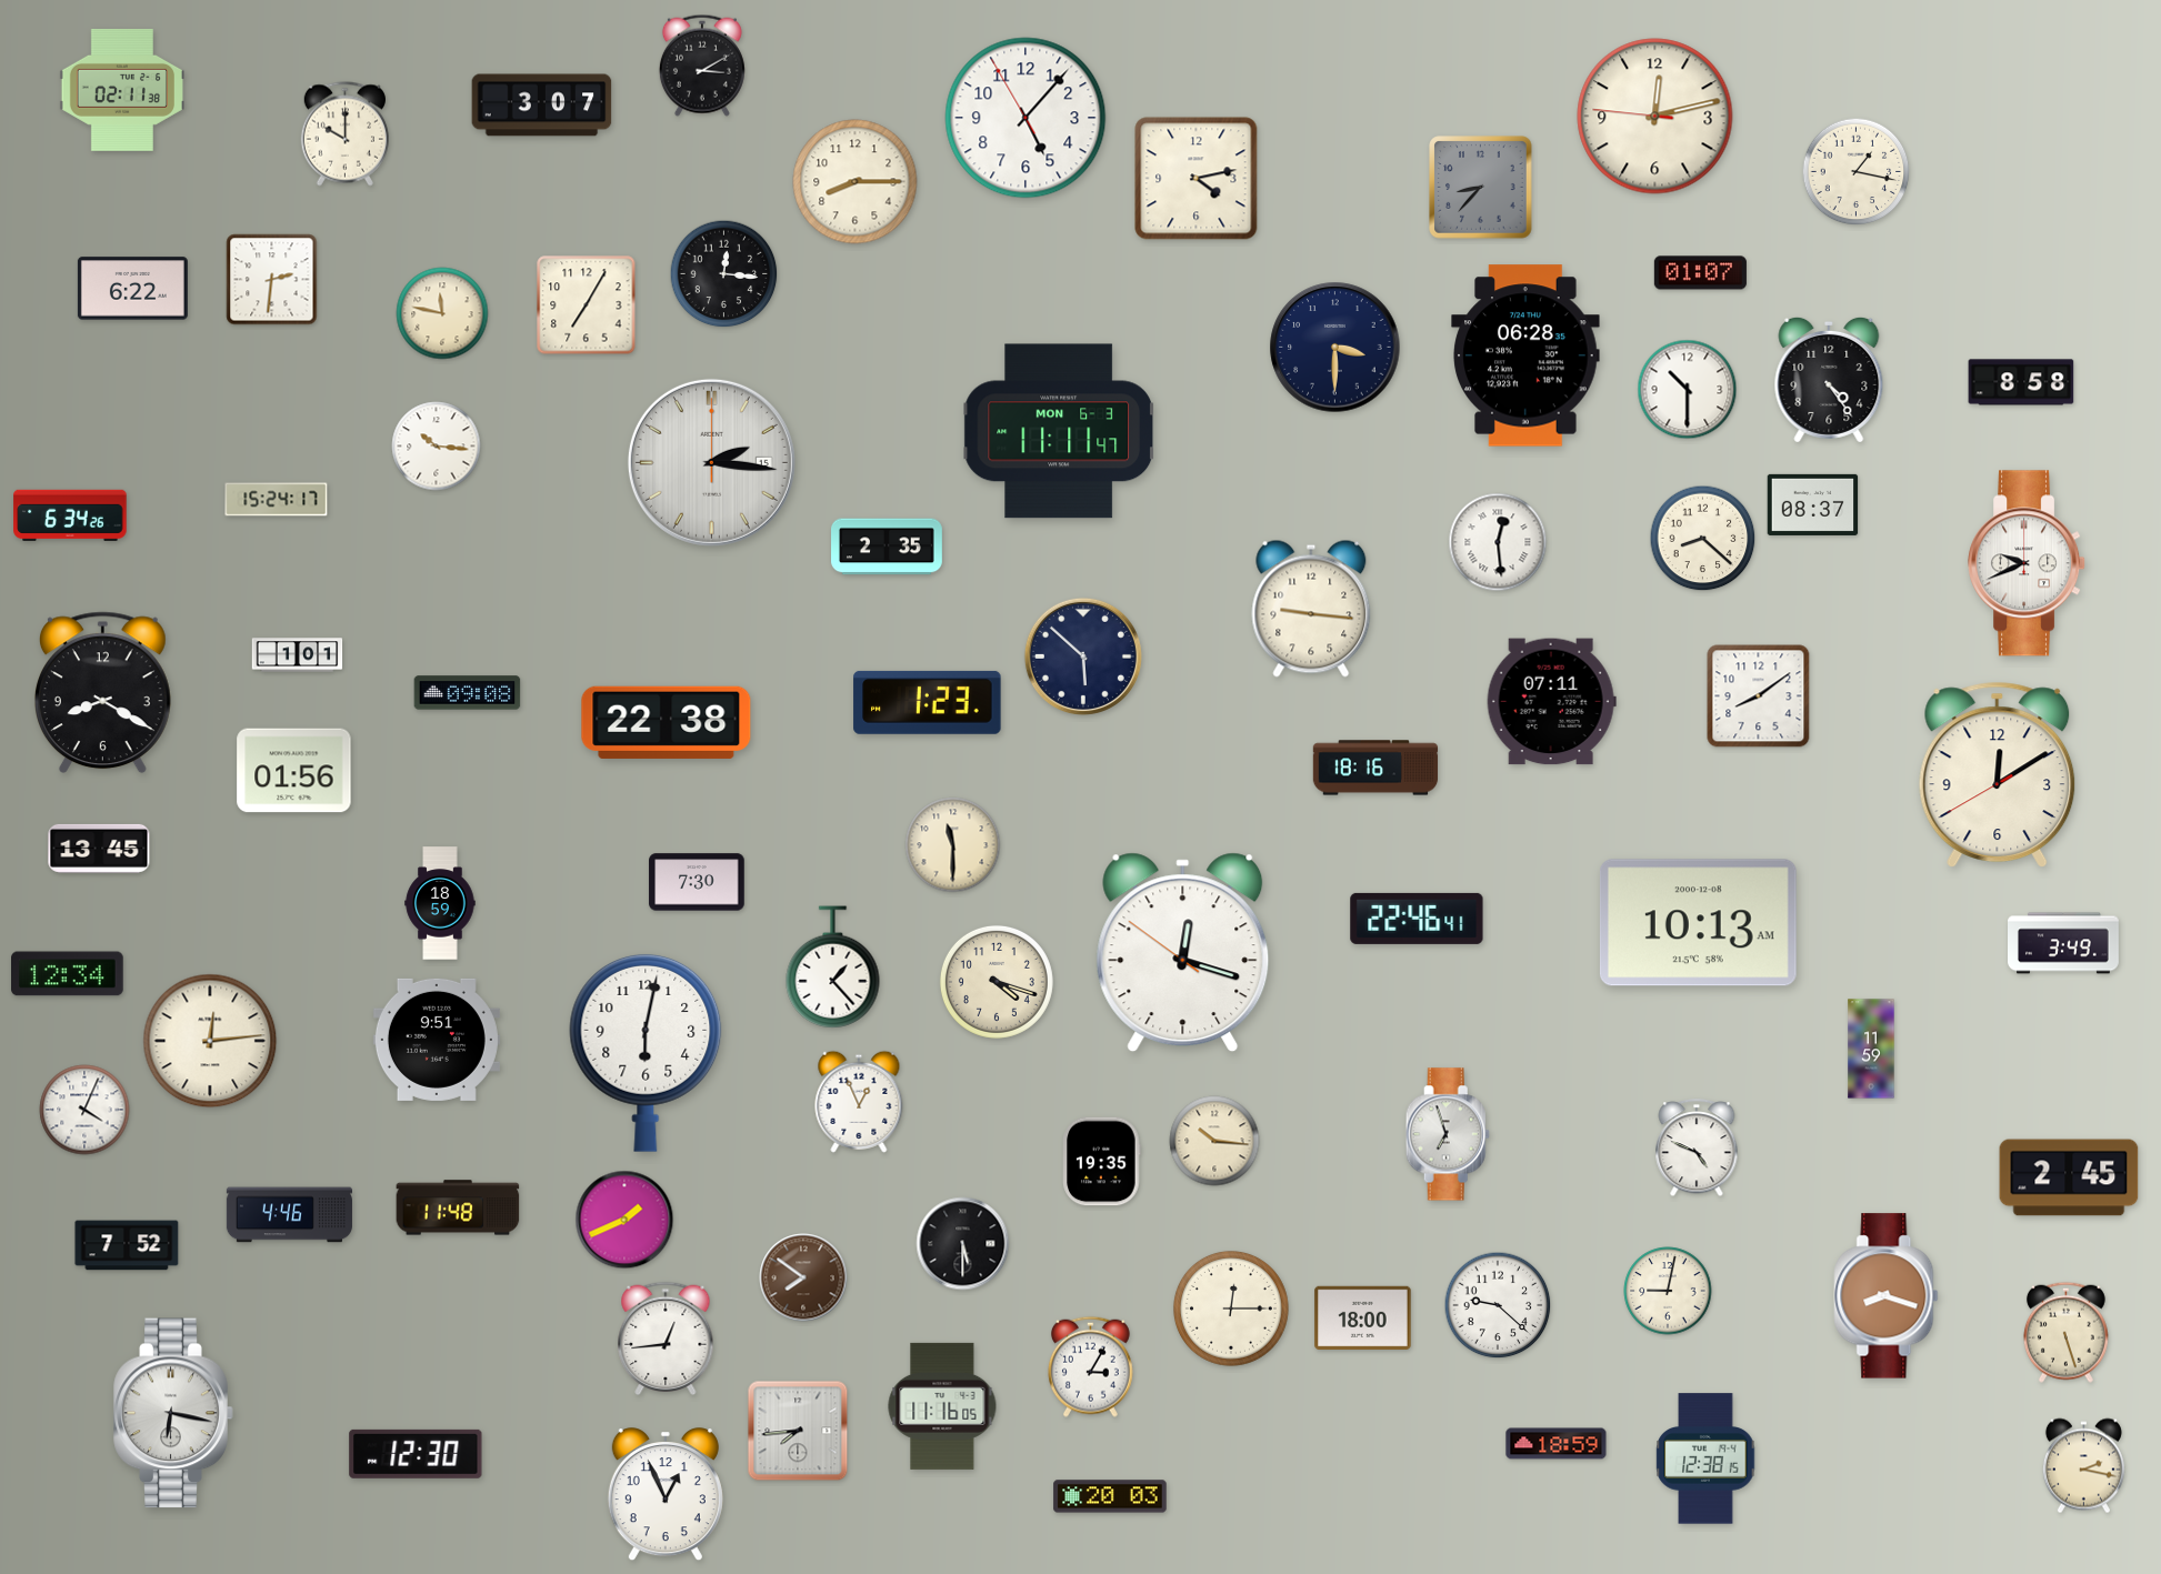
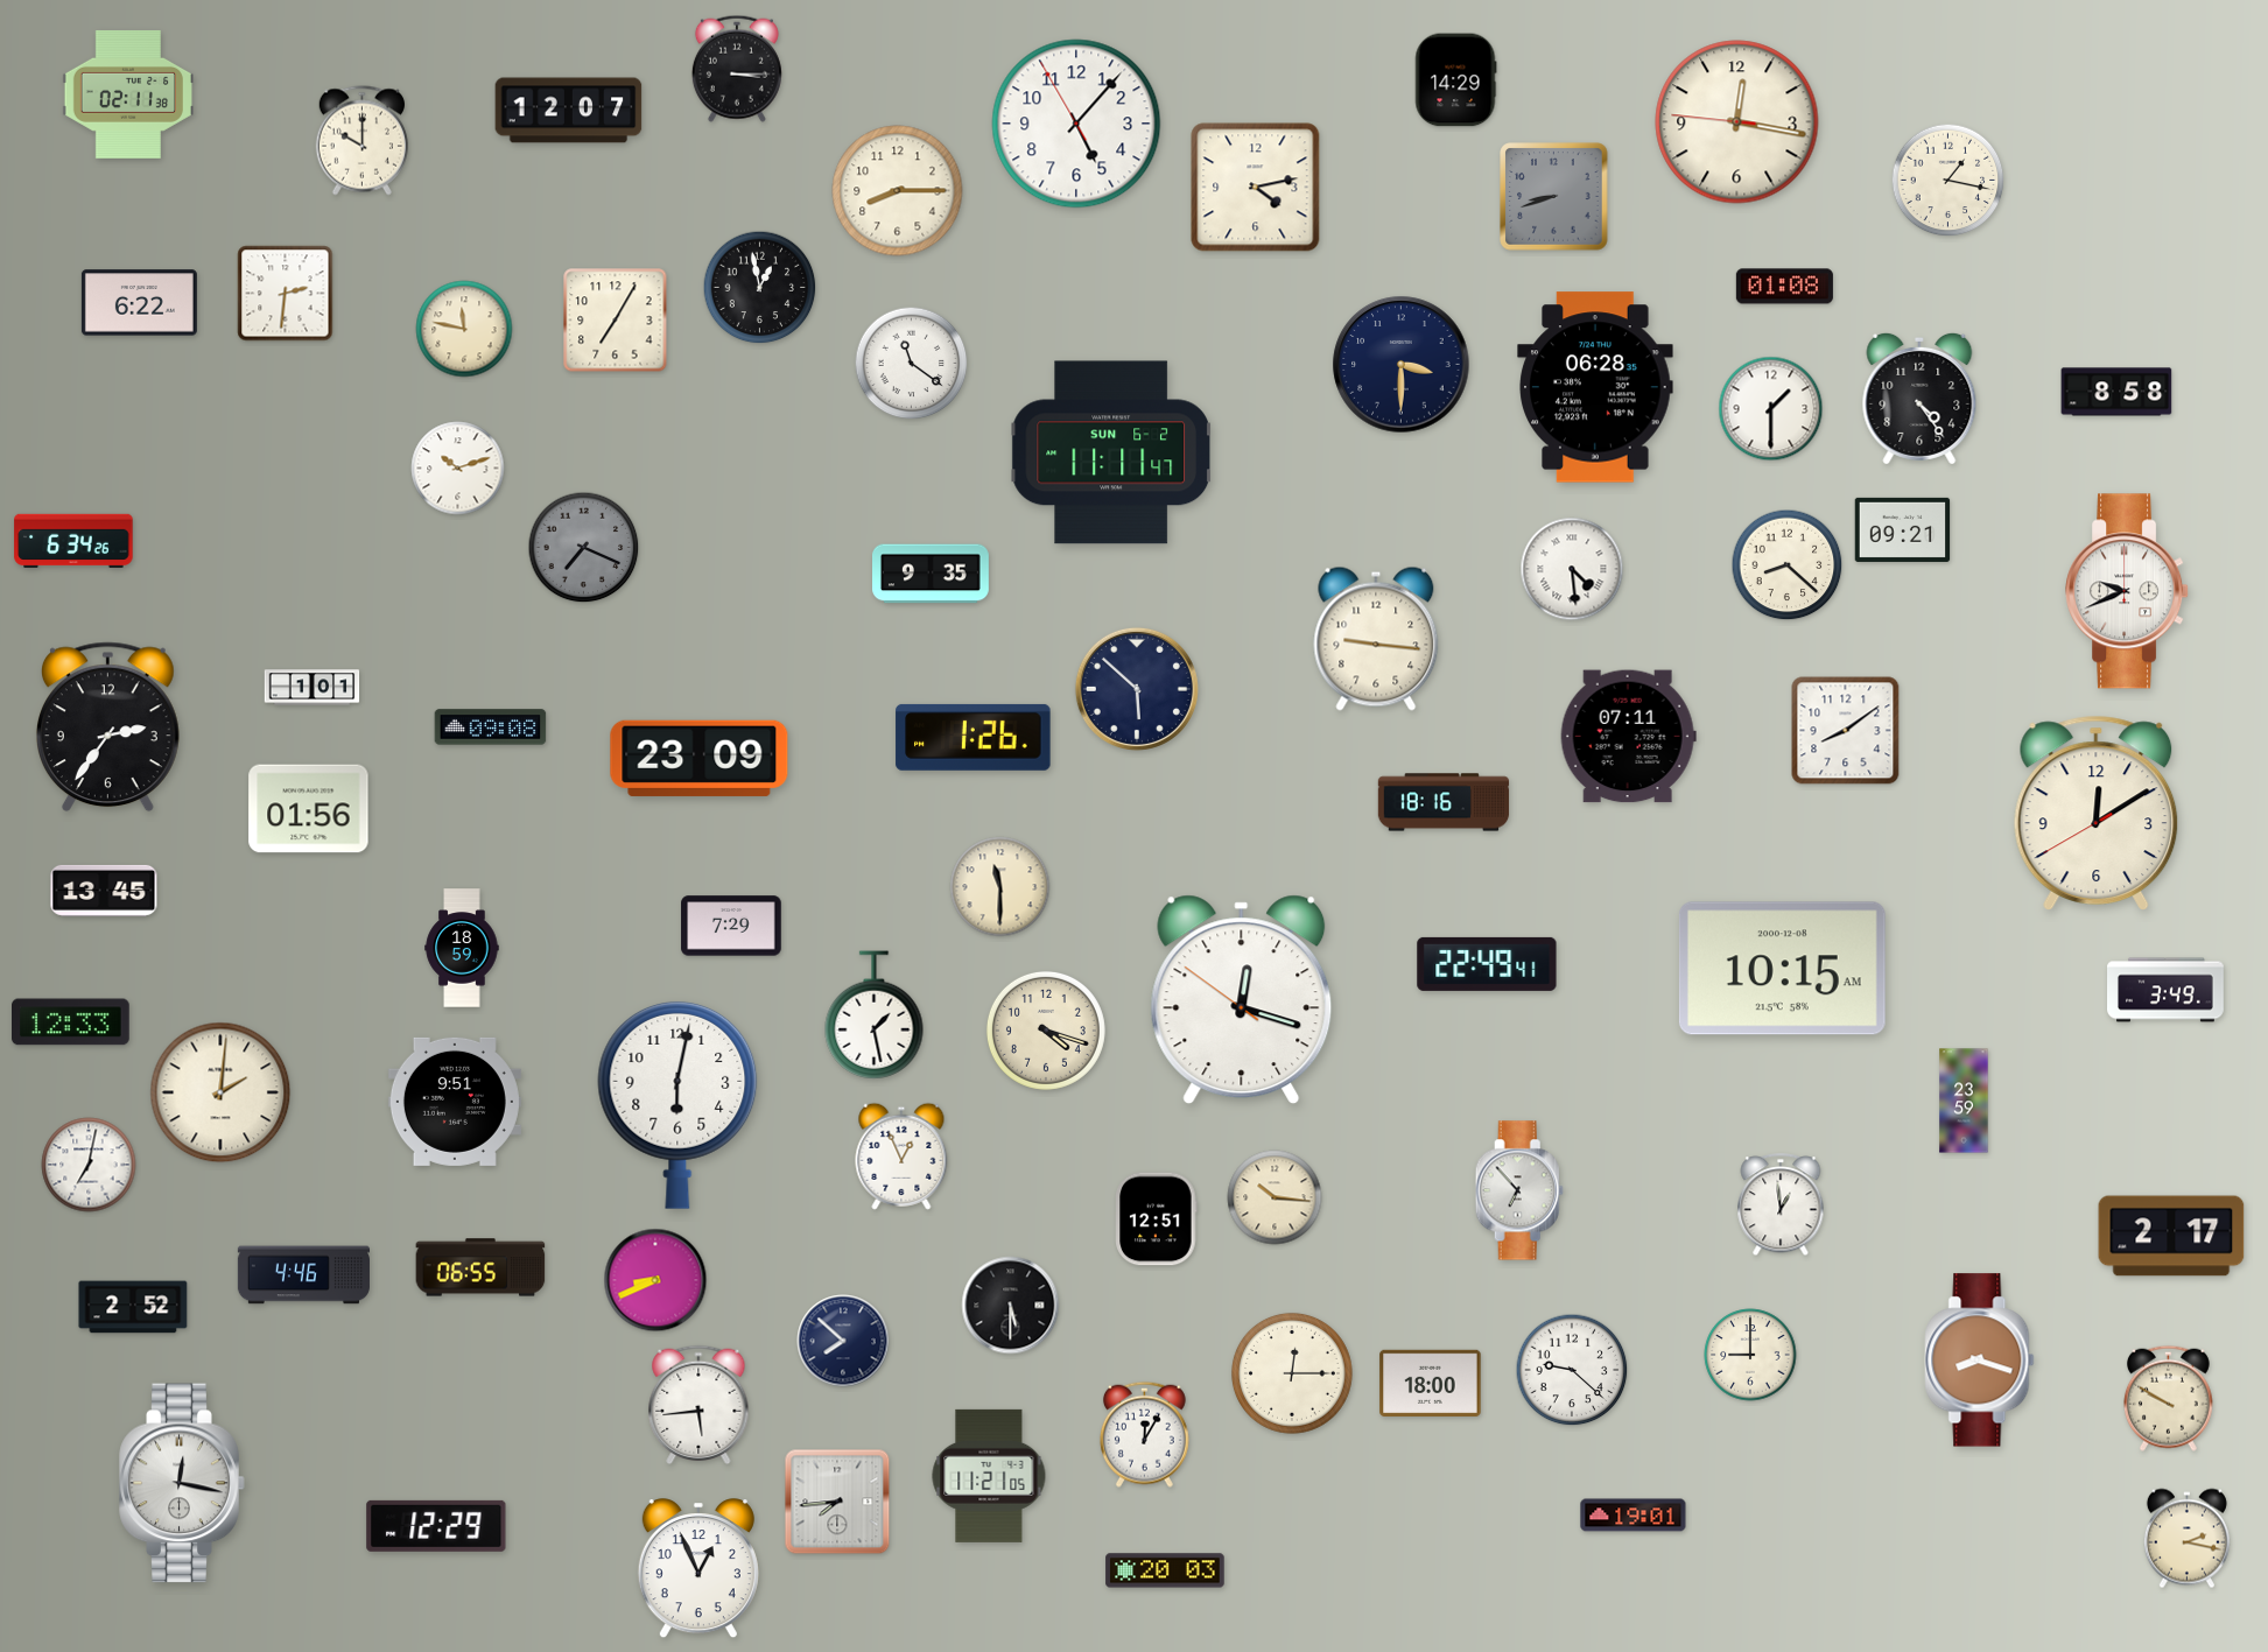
clock at (702, 66): 3:10 -> 3:15
clock at (1455, 80): none -> 14:29
clock at (542, 106): 3:07 -> 12:07
clock at (1655, 117): 12:12 -> 12:16
clock at (1481, 188): 8:37 -> 8:42
clock at (1700, 273): 01:07 -> 01:08
clock at (724, 274): 12:16 -> 12:58
clock at (912, 364): none -> 11:21
clock at (1525, 355) position: (1525, 355) -> (1595, 387)
clock at (2021, 382) position: (2021, 382) -> (2116, 392)
clock at (1688, 390): 10:30 -> 1:30
clock at (1058, 431) date: MON 6-3 -> SUN 6-2
clock at (437, 447): 10:16 -> 10:12
clock at (711, 462): 2:16 -> none
clock at (277, 500): 15:24 -> none
clock at (1813, 504): 08:37 -> 09:21
clock at (584, 548): none -> 7:19
clock at (1498, 542): 12:29 -> 4:29
clock at (888, 547): 2:35 -> 9:35
clock at (102, 693): 8:20 -> 2:36
clock at (928, 702): 1:23 -> 1:26
clock at (667, 722): 22:38 -> 23:09
clock at (1375, 768) position: (1375, 768) -> (1444, 802)
clock at (697, 882): 7:30 -> 7:29
clock at (1417, 919): 22:46 -> 22:49
clock at (1698, 923): 10:13 -> 10:15
clock at (833, 968): 1:23 -> 1:28
clock at (68, 974): 12:34 -> 12:33
clock at (437, 1040) position: (437, 1040) -> (455, 1102)
clock at (210, 1041): 12:14 -> 2:01
clock at (1871, 1049): 11:59 -> 23:59
clock at (84, 1110): 4:04 -> 7:02
clock at (1448, 1134): 6:57 -> 6:53
clock at (1697, 1149): 4:49 -> 12:59
clock at (1102, 1162): 19:35 -> 12:51
clock at (2069, 1177): 2:45 -> 2:17
clock at (458, 1207): 11:48 -> 06:55
clock at (624, 1220): 1:41 -> 8:41
clock at (127, 1245): 7:52 -> 2:52
clock at (803, 1277): 7:51 -> 7:52
clock at (803, 1277) dial: brown -> navy
clock at (1668, 1291): 9:02 -> 9:00
clock at (2065, 1332): 5:27 -> 9:50
clock at (666, 1339): 12:44 -> 5:44
clock at (1090, 1366): 3:05 -> 12:05
clock at (942, 1406): 11:16 -> 11:21
clock at (173, 1413): 6:17 -> 12:17
clock at (1557, 1444): 18:59 -> 19:01
clock at (416, 1454): 12:30 -> 12:29
clock at (1705, 1458): 12:38 -> none
